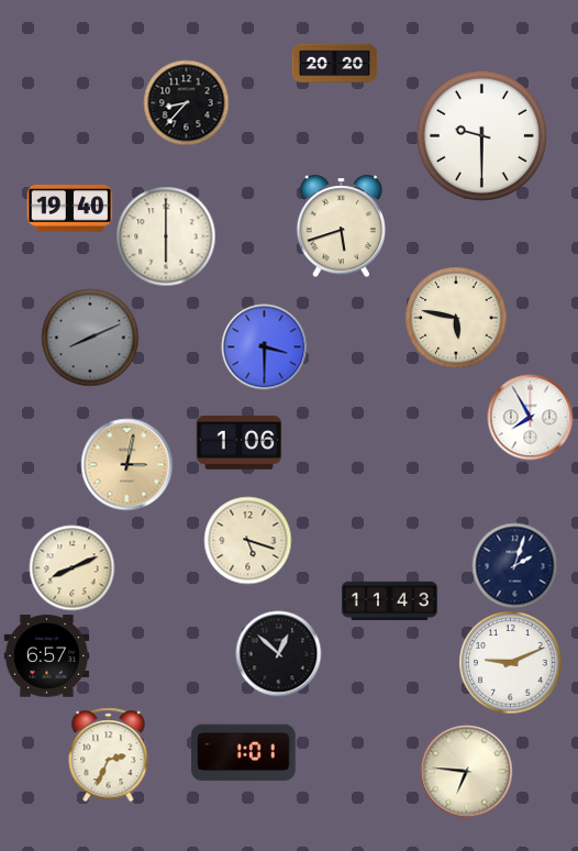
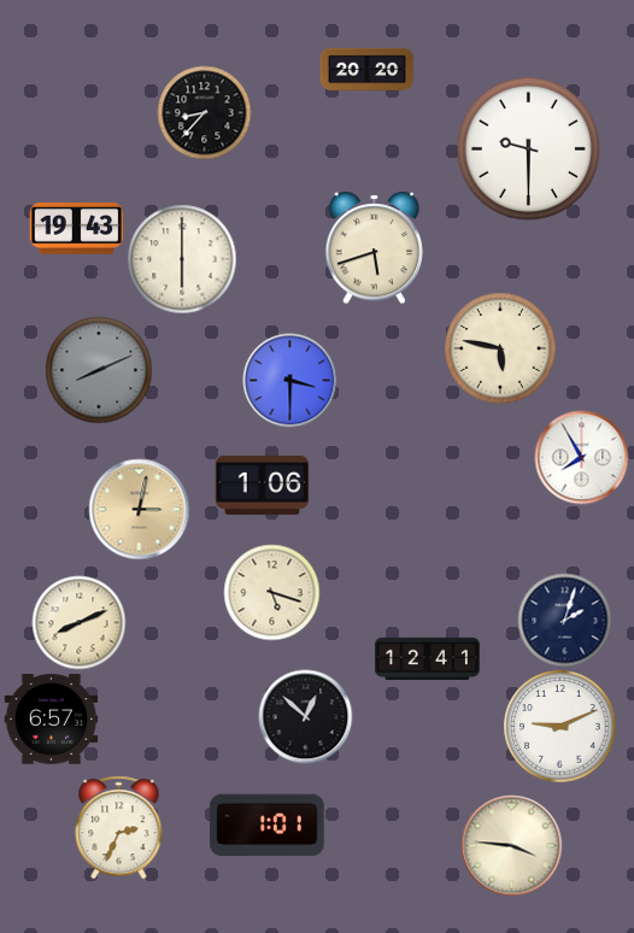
clock at (69, 209): 19:40 -> 19:43
clock at (389, 601): 11:43 -> 12:41
clock at (466, 771): 6:46 -> 3:46
